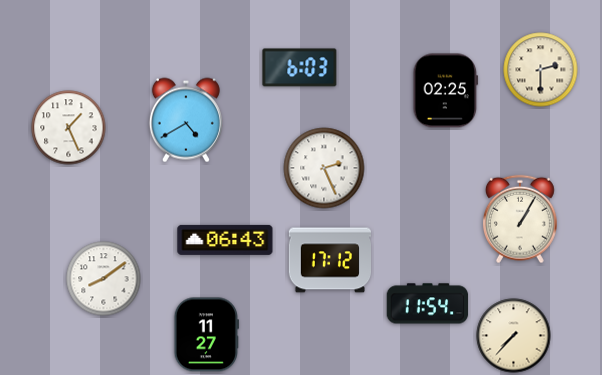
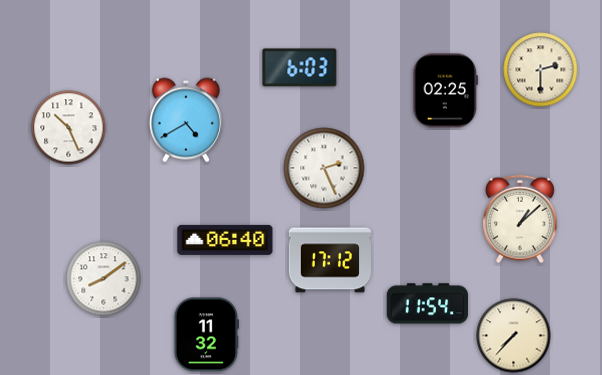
clock at (69, 128): 1:26 -> 10:26
clock at (520, 219): 1:05 -> 1:08
clock at (225, 240): 06:43 -> 06:40
clock at (206, 335): 11:27 -> 11:32
